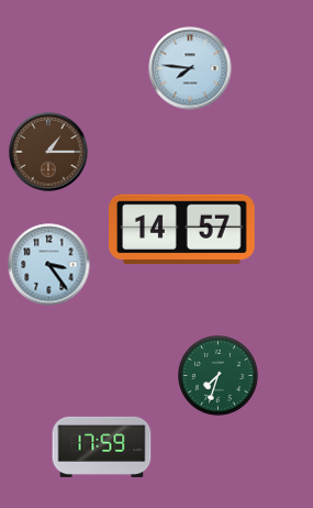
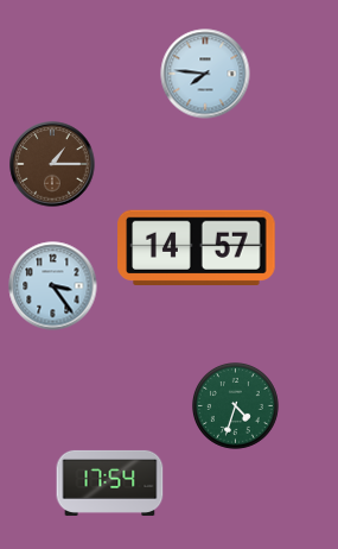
clock at (219, 376): 7:33 -> 4:33
clock at (102, 446): 17:59 -> 17:54
